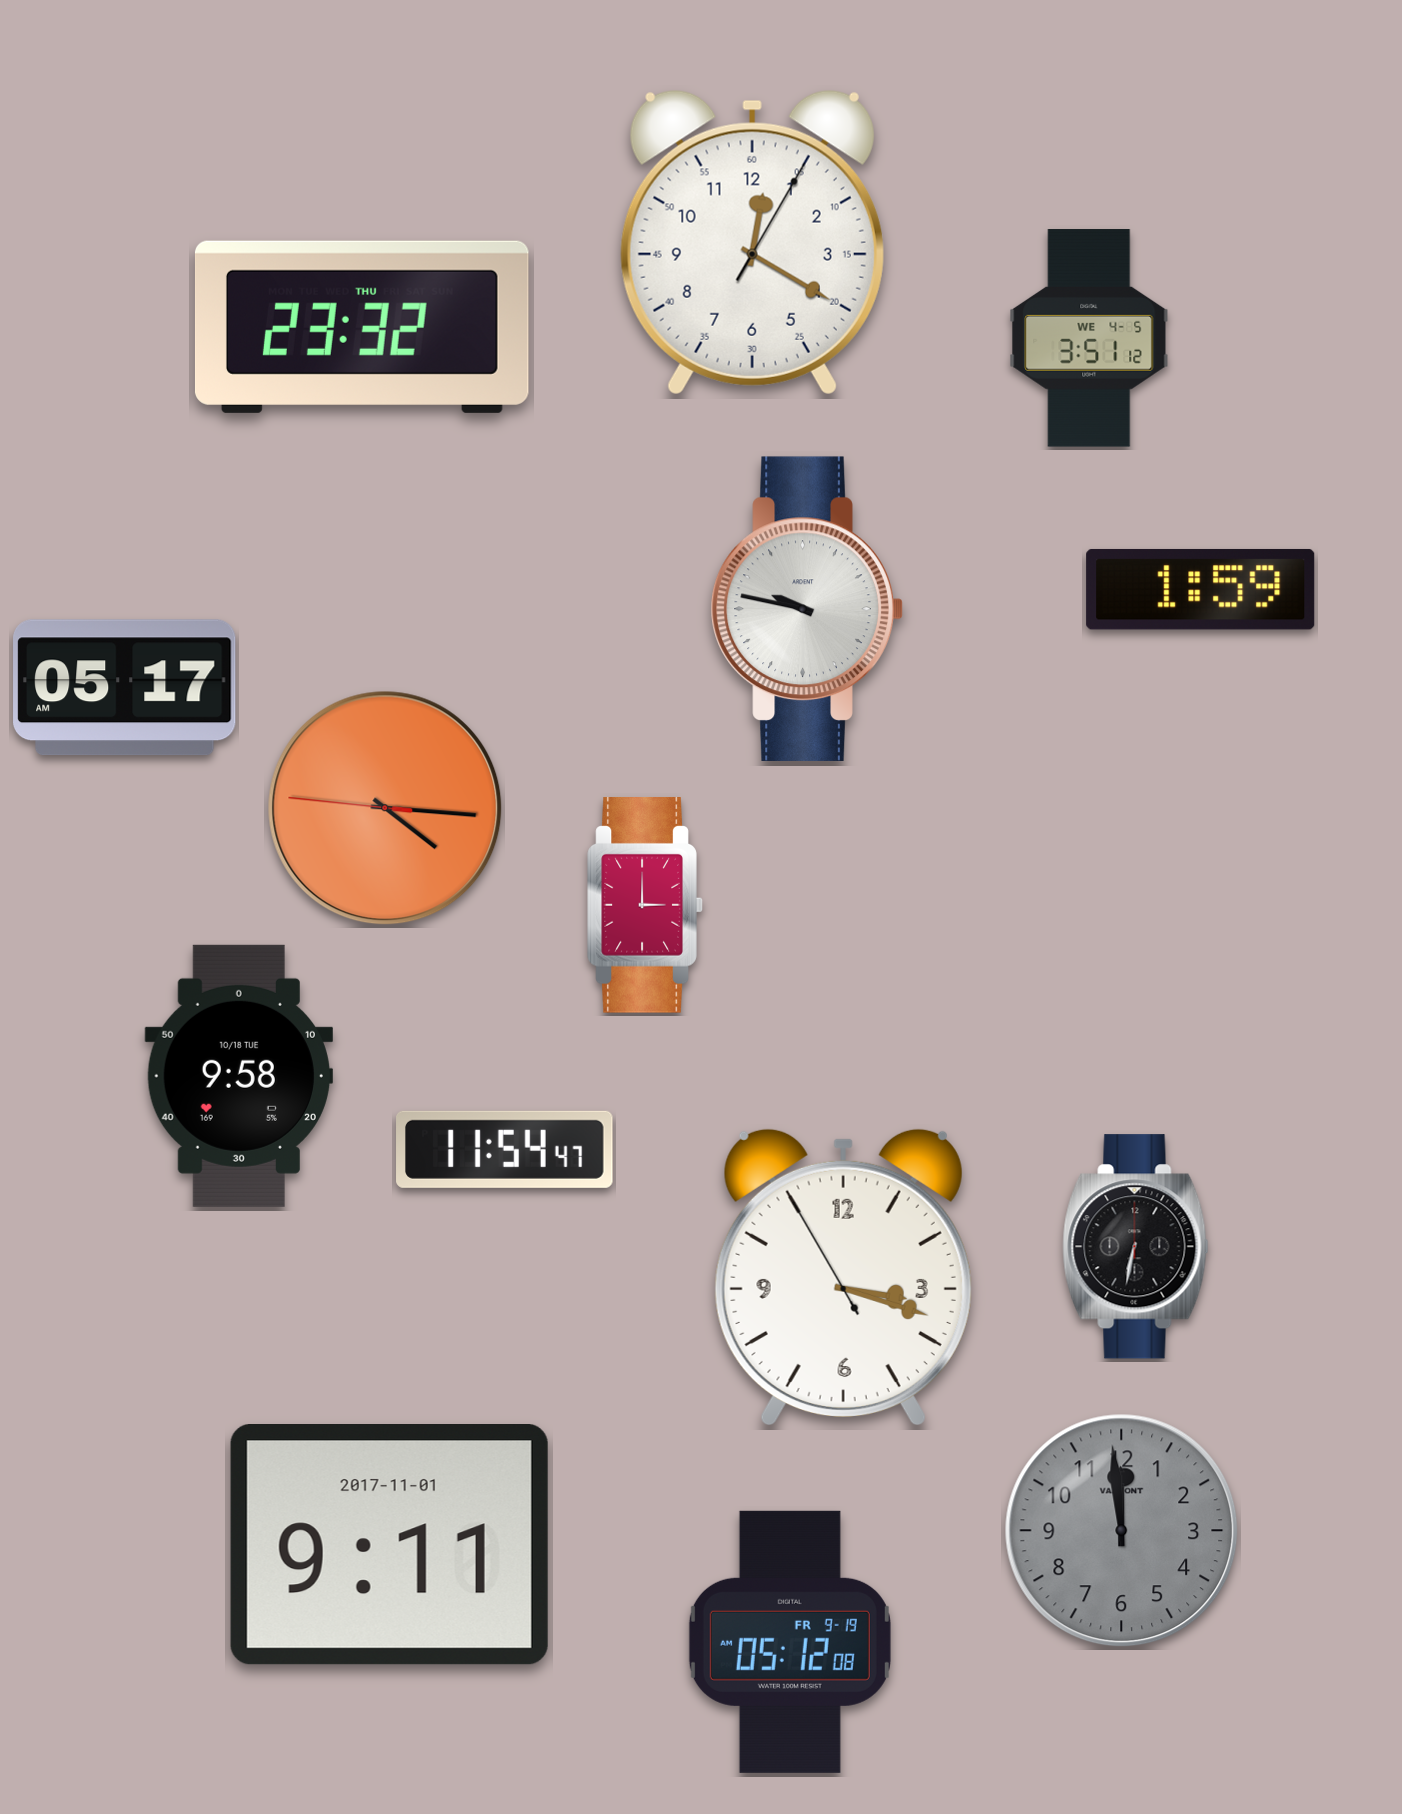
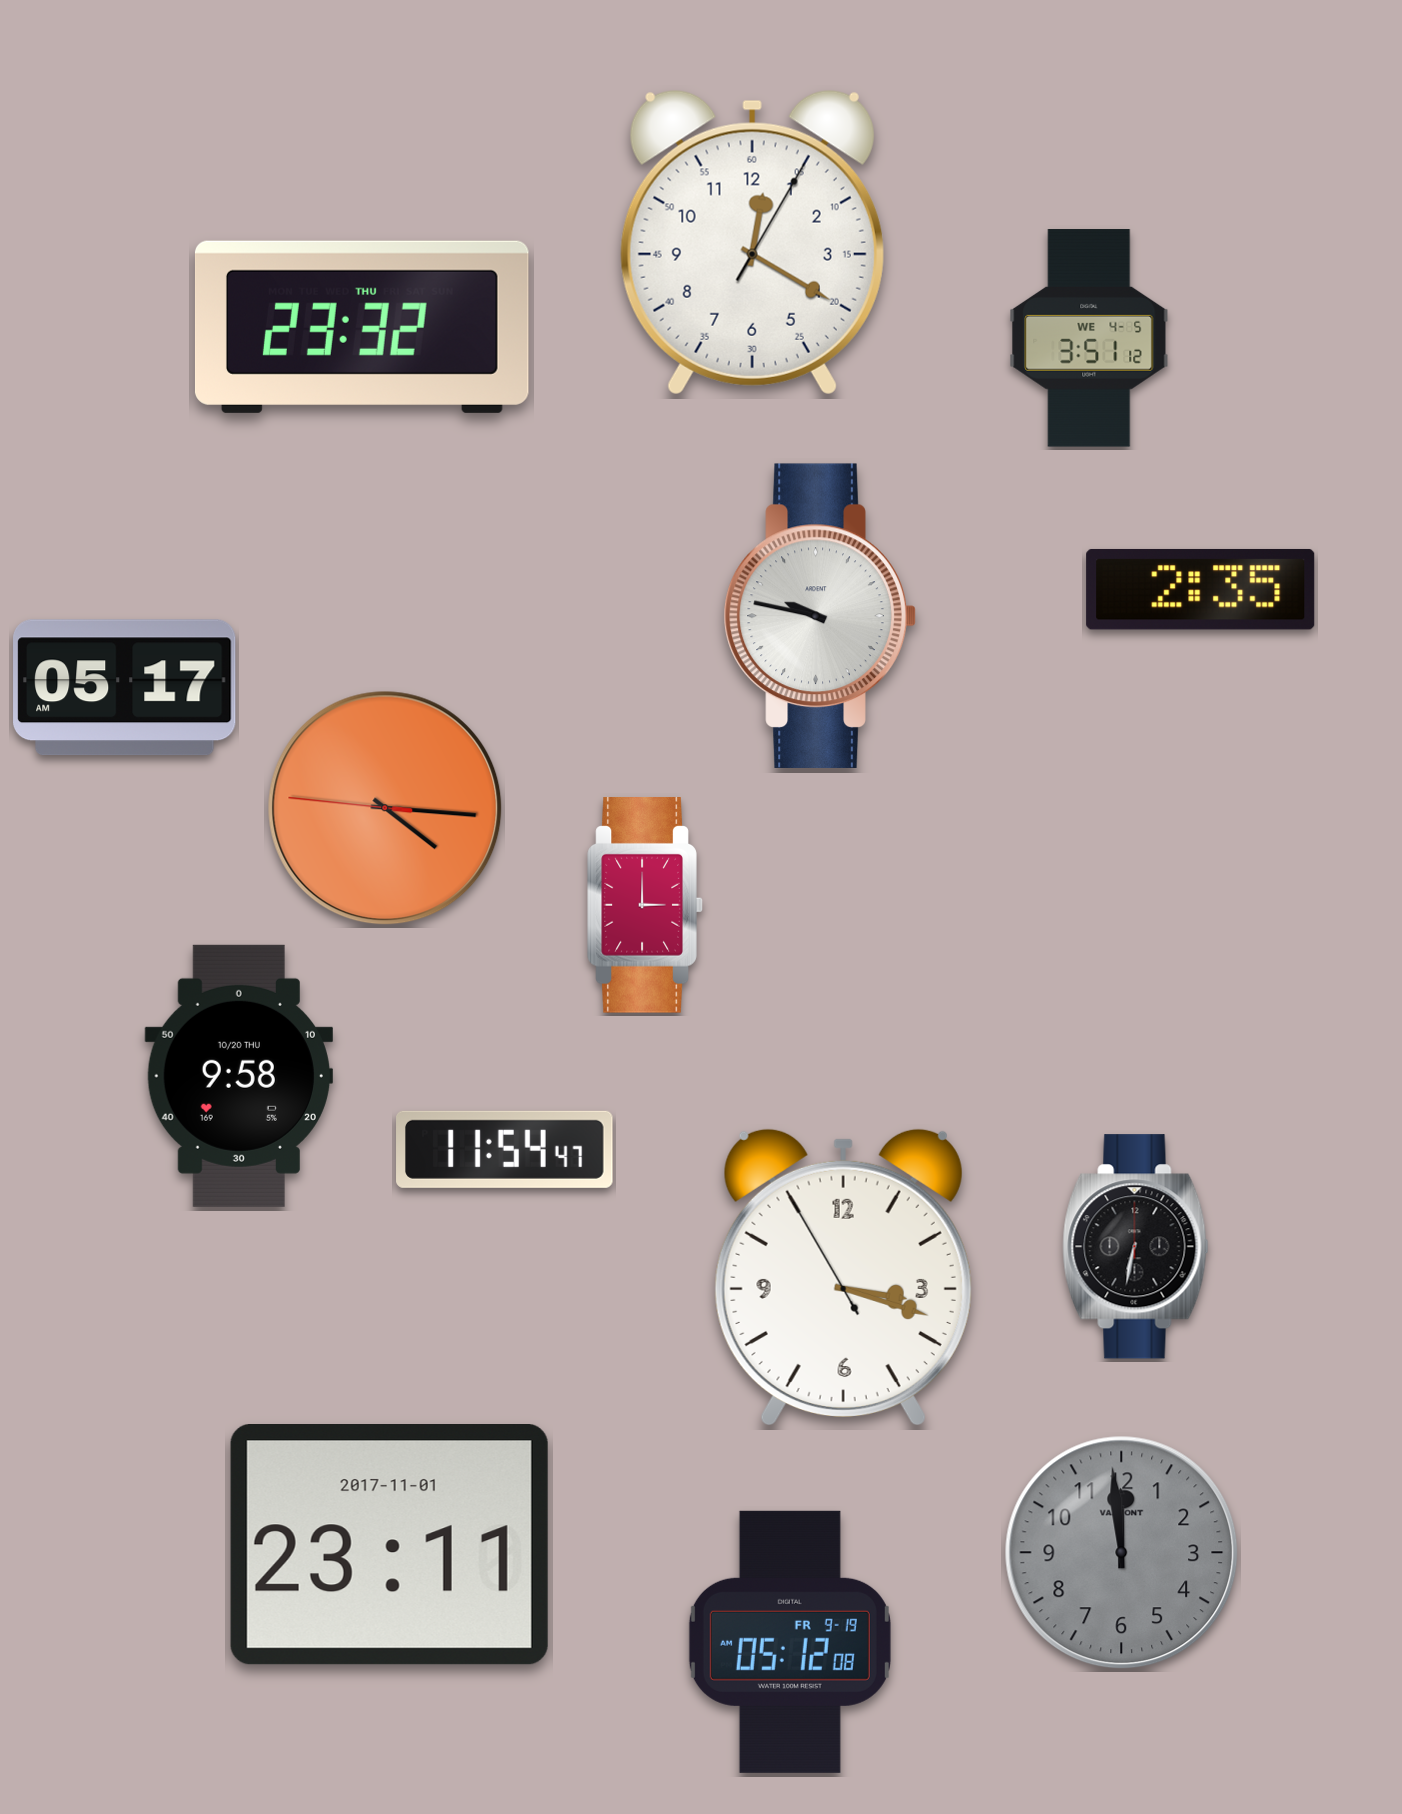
clock at (1201, 589): 1:59 -> 2:35
clock at (807, 609) position: (807, 609) -> (820, 616)
clock at (239, 1076) date: 10/18 TUE -> 10/20 THU
clock at (1122, 1531) position: (1122, 1531) -> (1122, 1553)
clock at (389, 1545): 9:11 -> 23:11
